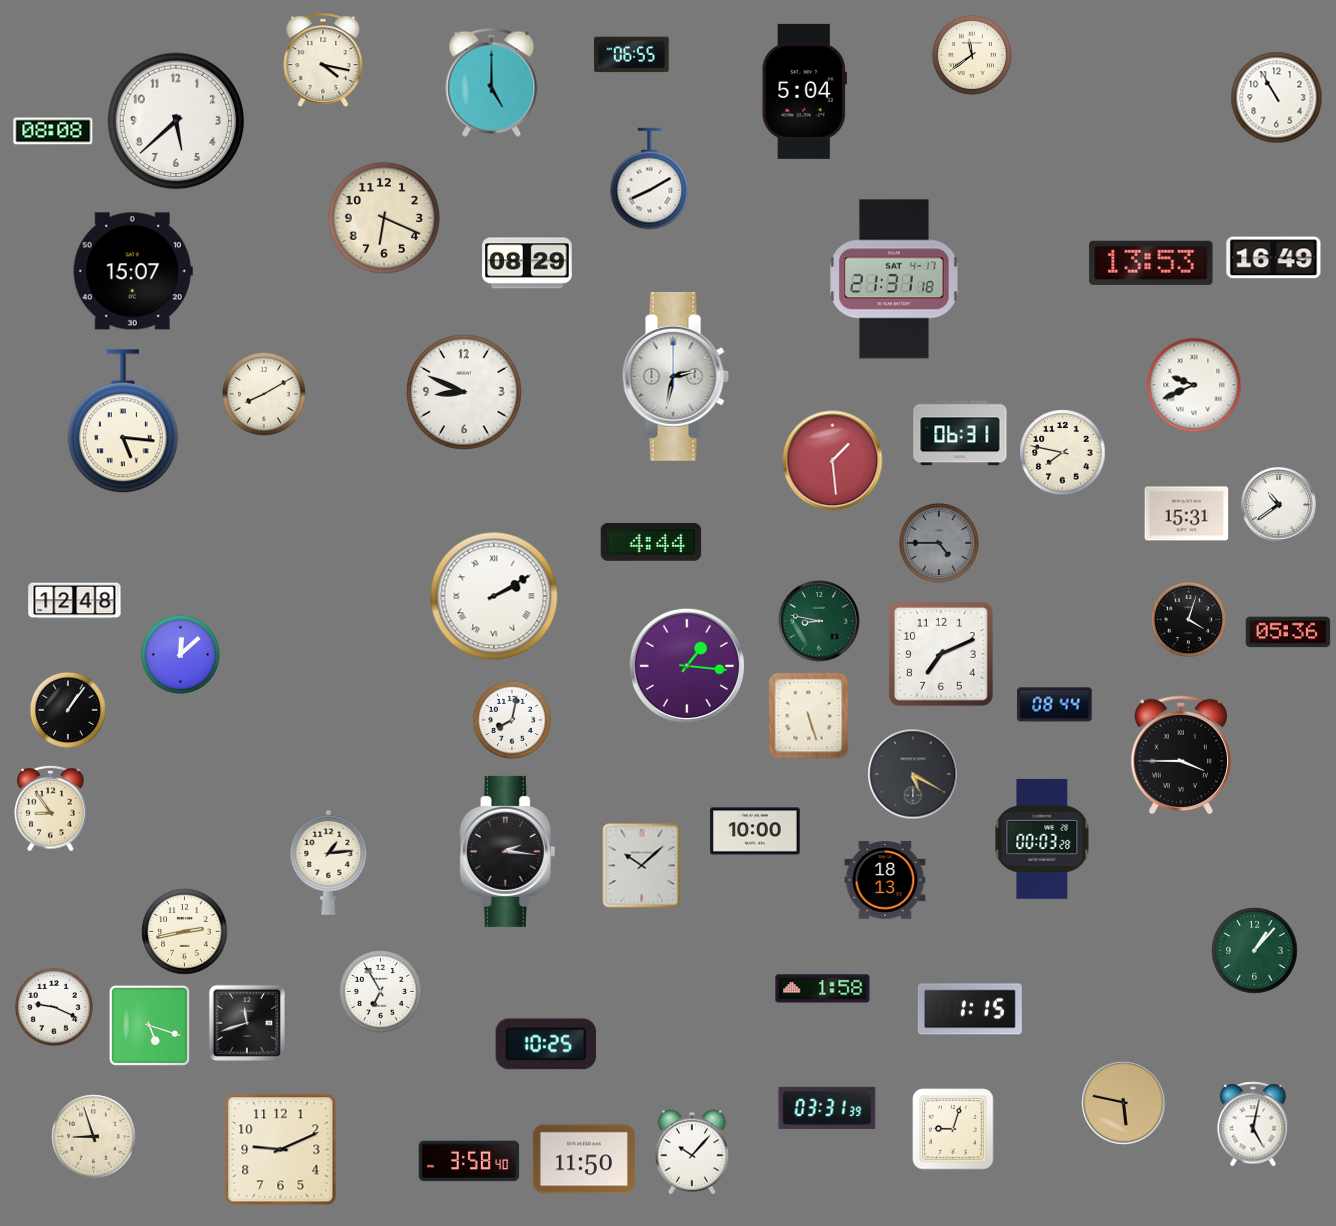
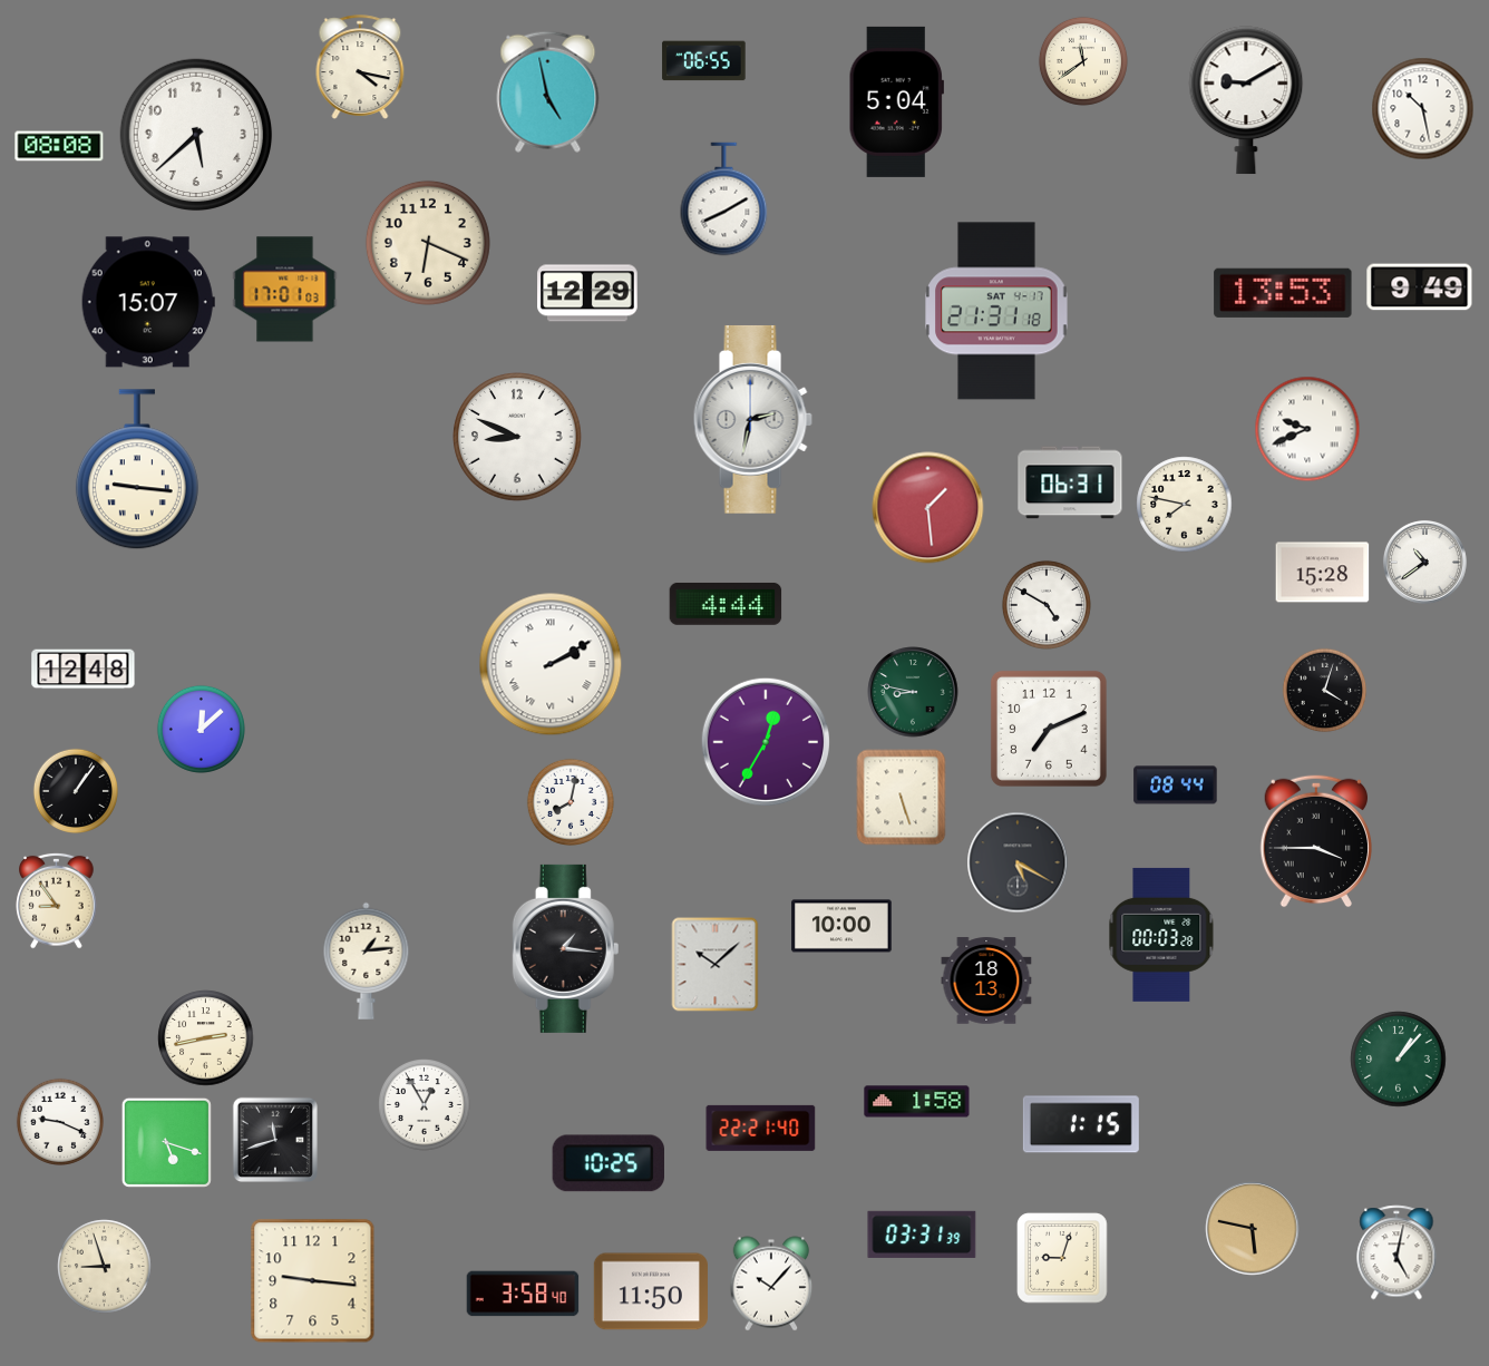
clock at (492, 82): 5:00 -> 4:58
clock at (1246, 100): none -> 9:10
clock at (1277, 98): 10:55 -> 10:28
clock at (1274, 258): 16:49 -> 9:49
clock at (285, 290): none -> 17:01
clock at (527, 263): 08:29 -> 12:29
clock at (1194, 385) position: (1194, 385) -> (1307, 429)
clock at (264, 394): 8:10 -> none
clock at (123, 422): 5:16 -> 9:16
clock at (833, 461) position: (833, 461) -> (928, 508)
clock at (1187, 514): 15:31 -> 15:28
clock at (939, 543): 4:45 -> 4:50
clock at (939, 543) dial: grey -> white
clock at (1288, 632): 05:36 -> none
clock at (686, 665): 1:16 -> 12:35
clock at (508, 851): 2:16 -> 1:16
clock at (381, 992): 6:55 -> 12:55
clock at (761, 1128): none -> 22:21
clock at (281, 1150): 9:11 -> 9:16
